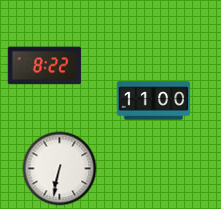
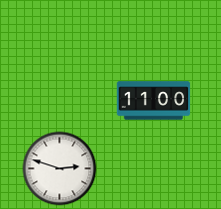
clock at (45, 66): 8:22 -> none
clock at (60, 169): 6:32 -> 2:48
